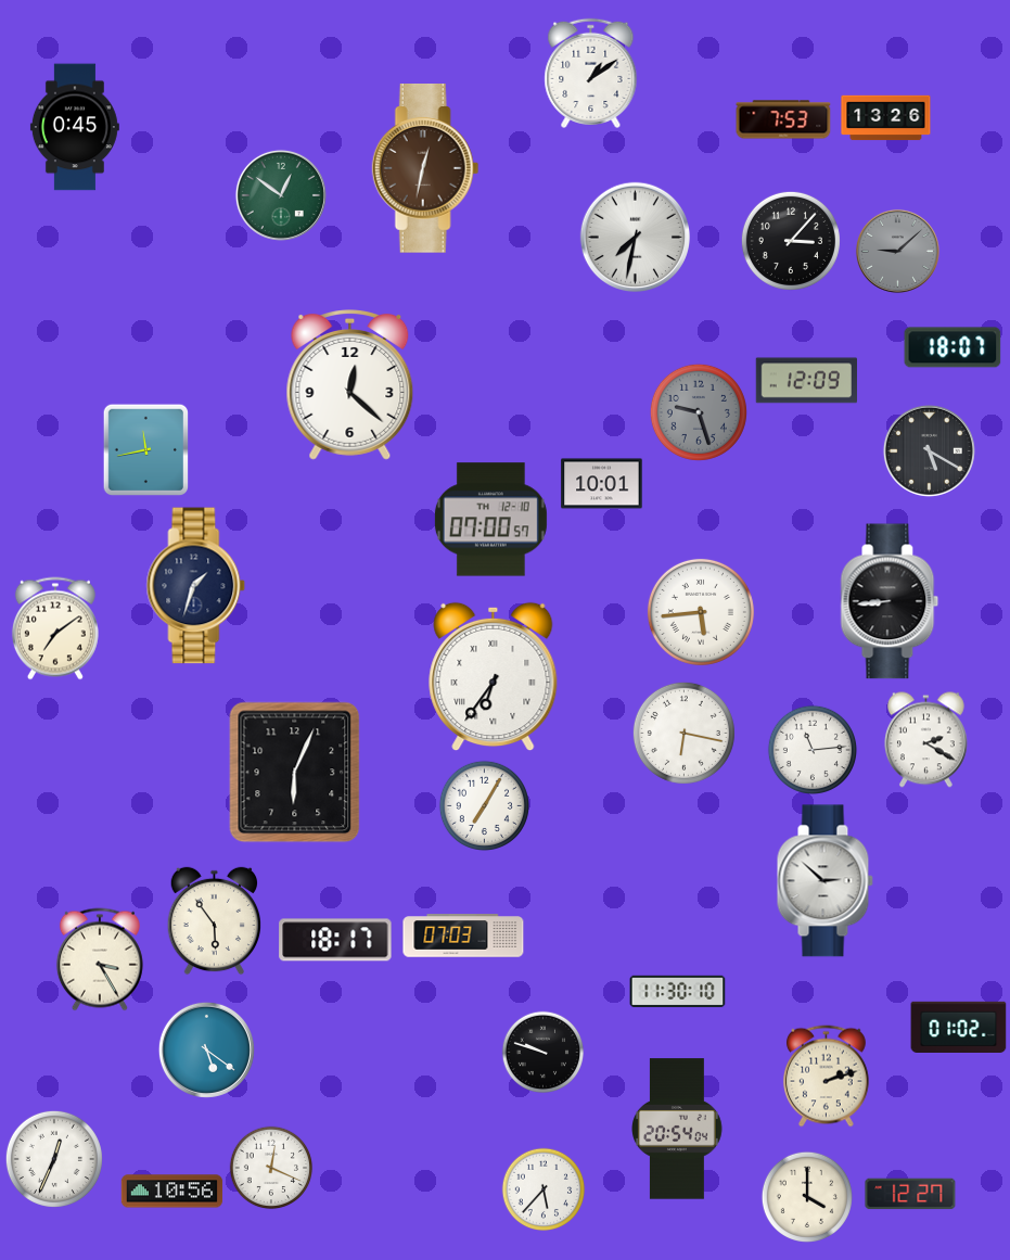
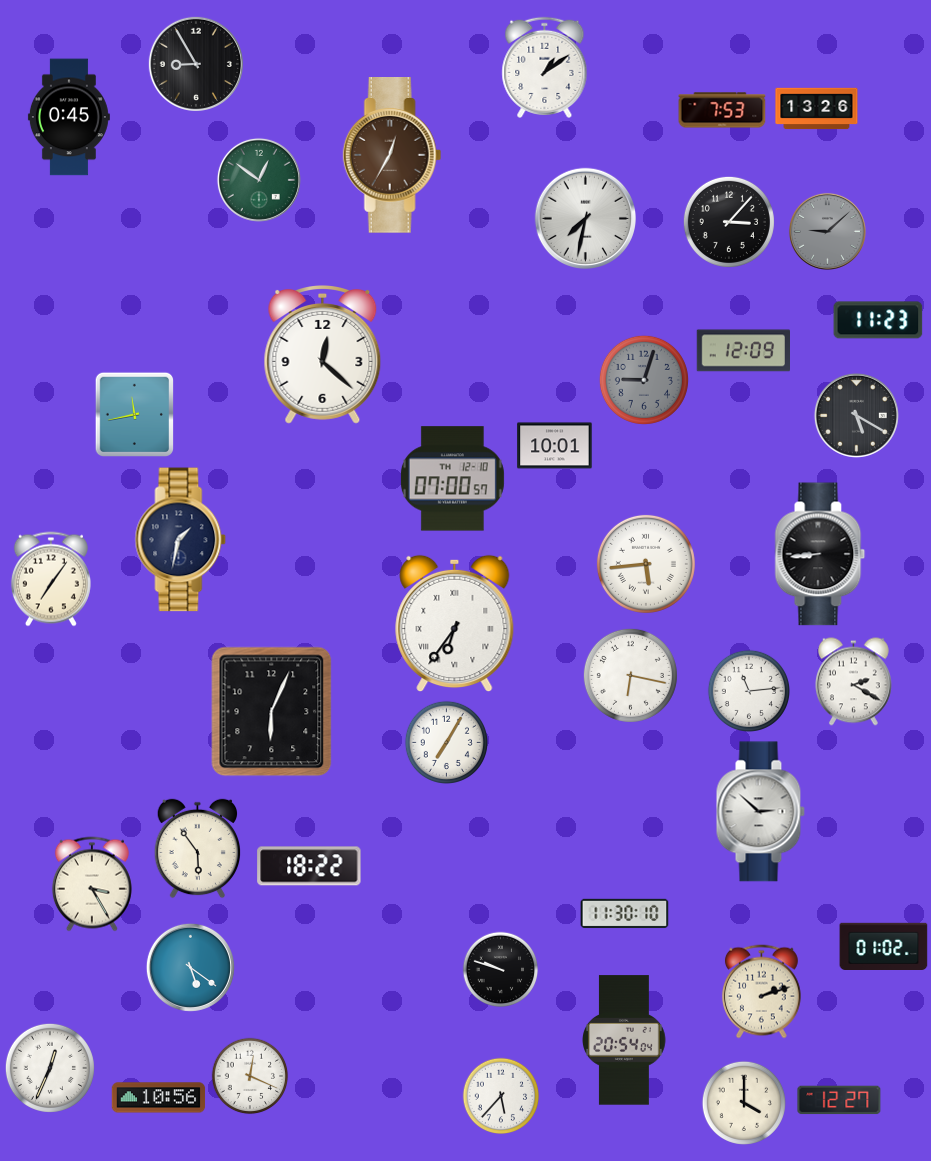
clock at (196, 64): none -> 8:55
clock at (425, 169): 12:32 -> 12:35
clock at (953, 347): 18:07 -> 11:23
clock at (699, 412): 9:27 -> 9:03
clock at (196, 586): 1:33 -> 1:32
clock at (55, 628): 7:09 -> 7:06
clock at (463, 936): 07:03 -> none
clock at (335, 940): 18:17 -> 18:22
